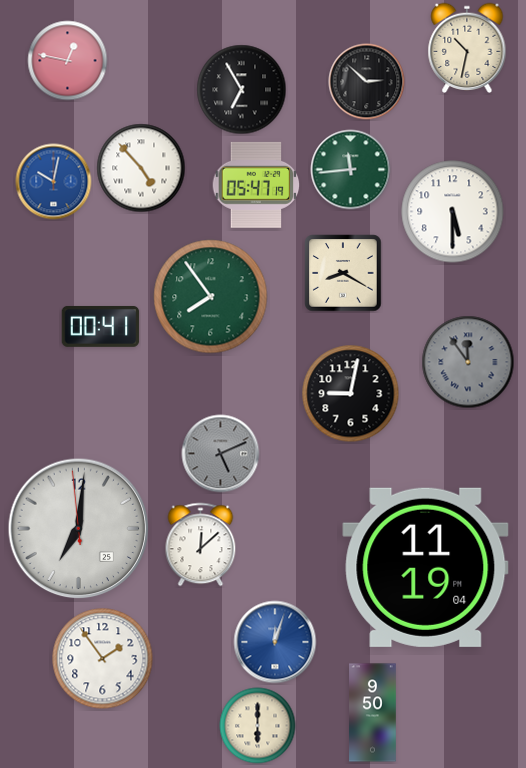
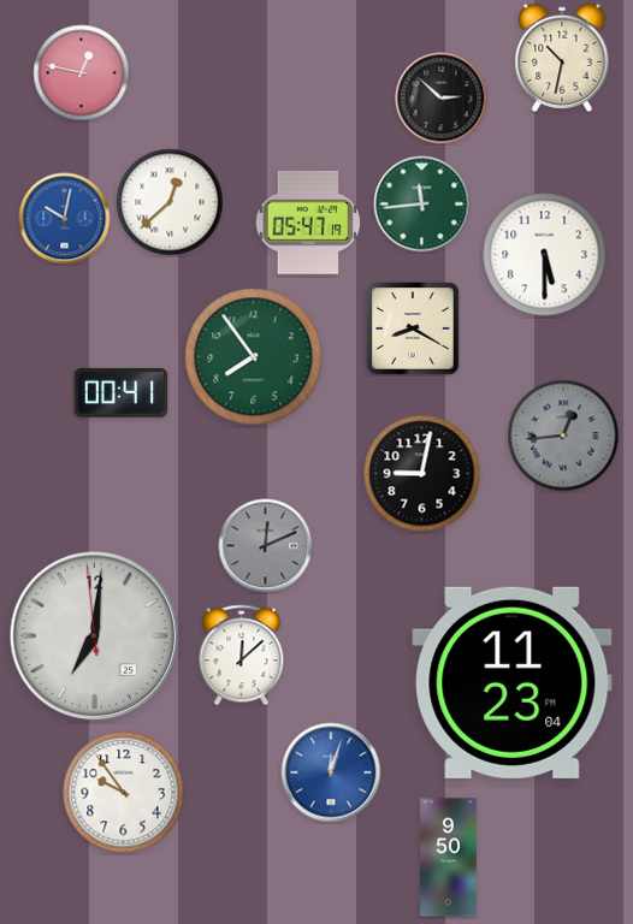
clock at (242, 90): 6:55 -> none
clock at (141, 168): 4:53 -> 12:38
clock at (468, 362): 11:54 -> 12:44
clock at (221, 454): 5:11 -> 12:11
clock at (426, 567): 11:19 -> 11:23
clock at (103, 659): 1:54 -> 9:54
clock at (258, 726): 6:00 -> none
